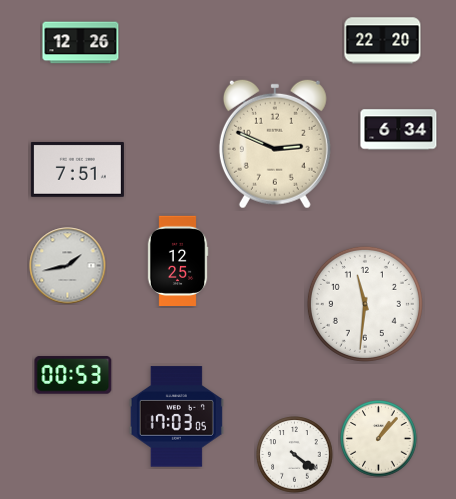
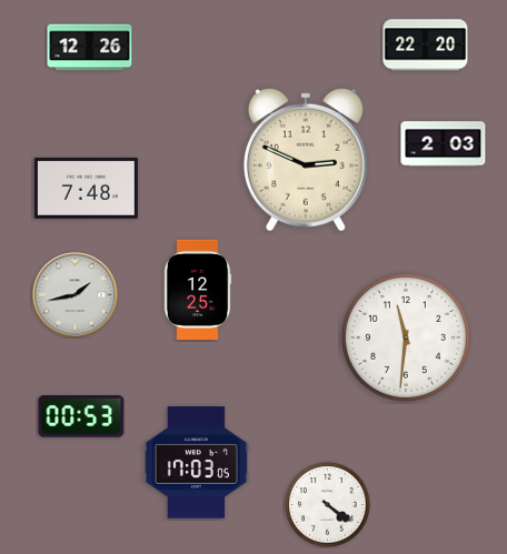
clock at (399, 130): 6:34 -> 2:03
clock at (77, 169): 7:51 -> 7:48
clock at (379, 439): 1:07 -> none
